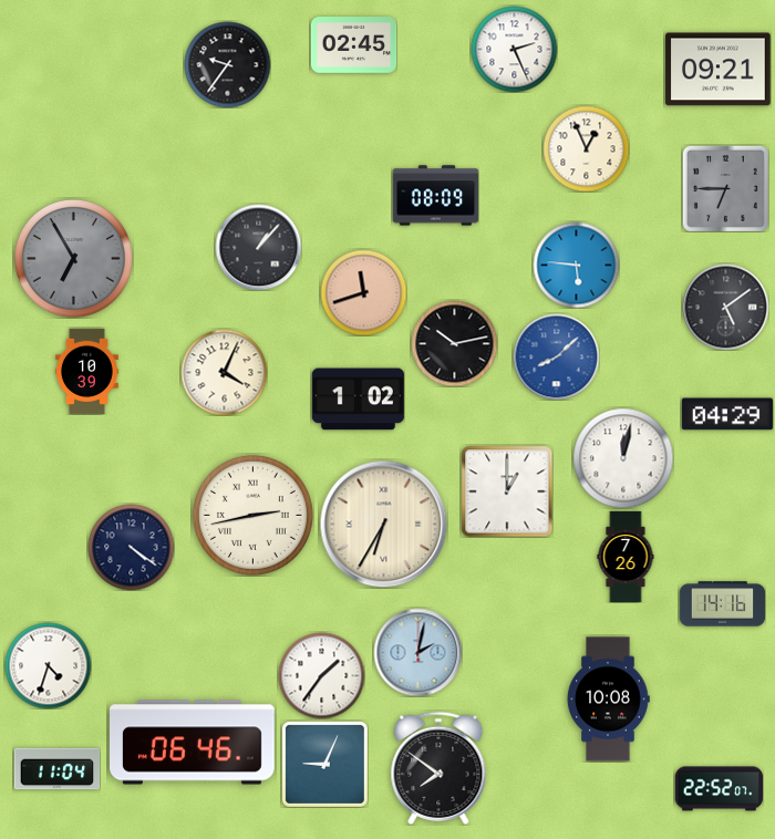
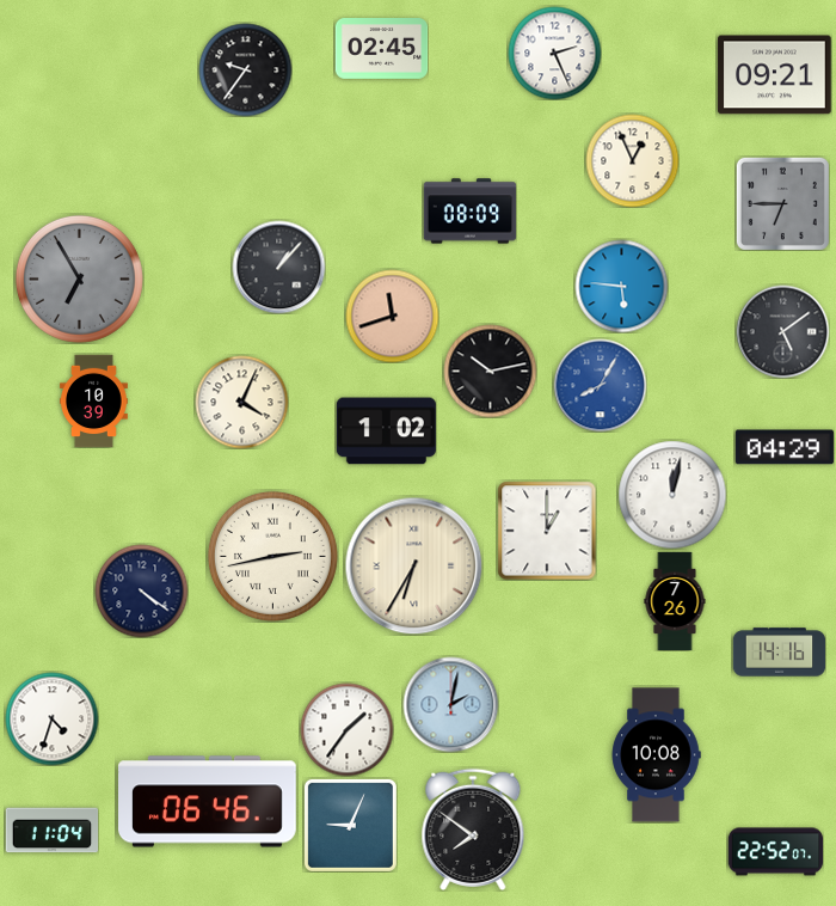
clock at (556, 356): 8:08 -> 8:05
clock at (56, 769) position: (56, 769) -> (51, 831)
